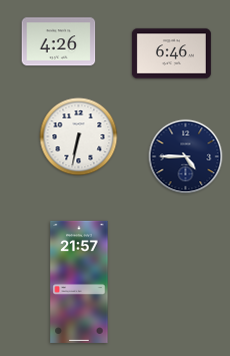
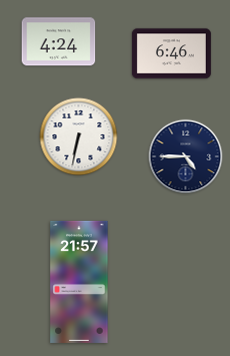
clock at (59, 42): 4:26 -> 4:24
